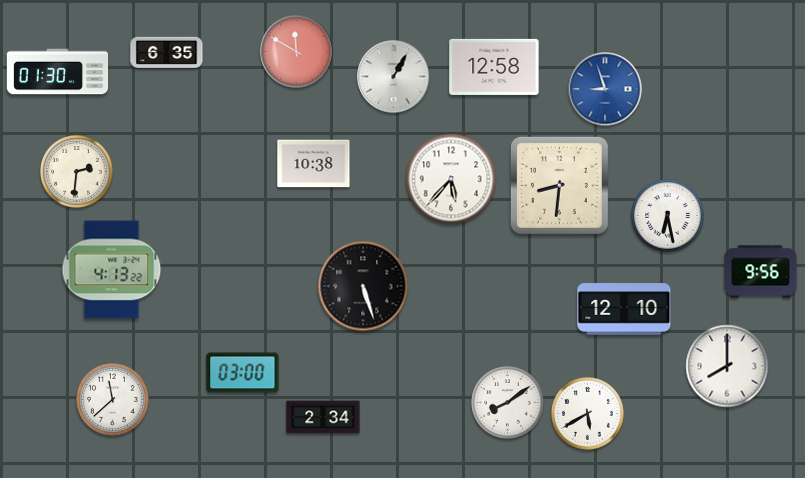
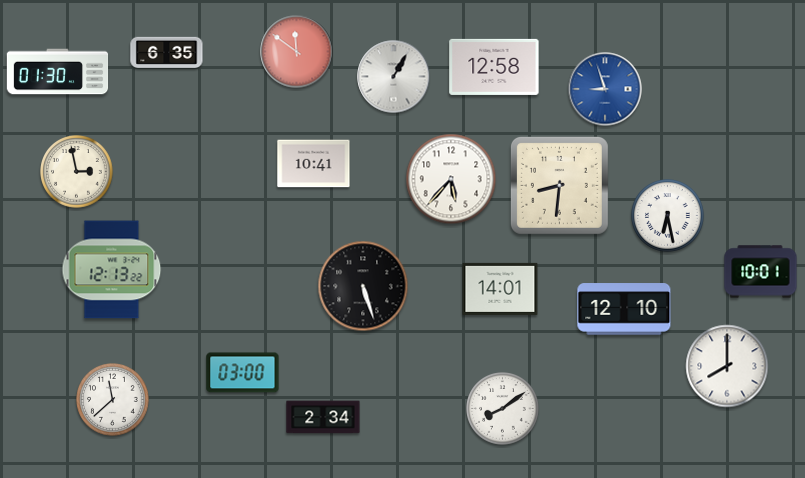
clock at (297, 52): 11:50 -> 11:51
clock at (314, 164): 10:38 -> 10:41
clock at (77, 172): 2:31 -> 2:58
clock at (112, 270): 4:13 -> 12:13
clock at (761, 272): 9:56 -> 10:01
clock at (500, 289): none -> 14:01
clock at (508, 403) position: (508, 403) -> (503, 409)
clock at (588, 414): 5:40 -> none
